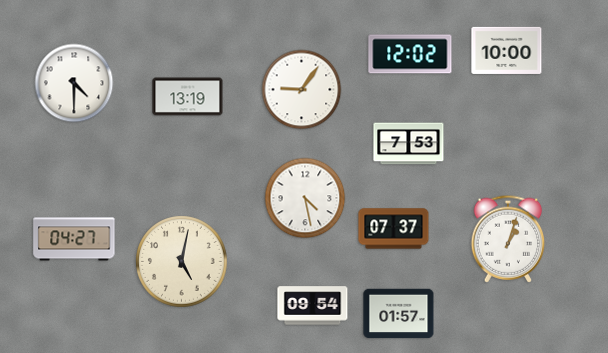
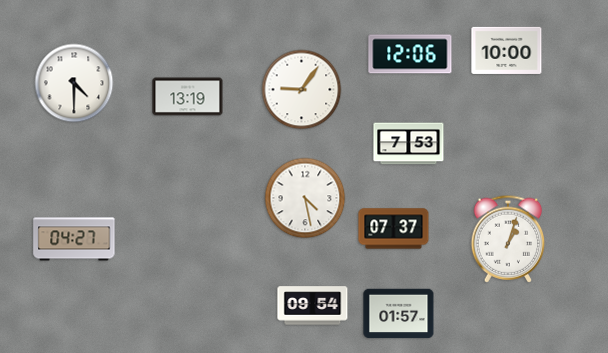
clock at (410, 54): 12:02 -> 12:06
clock at (182, 262): 5:02 -> none
